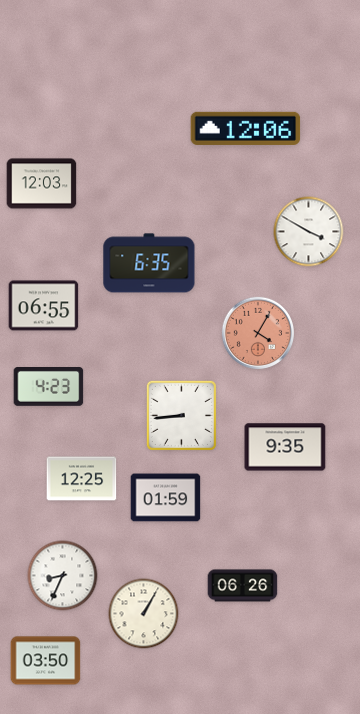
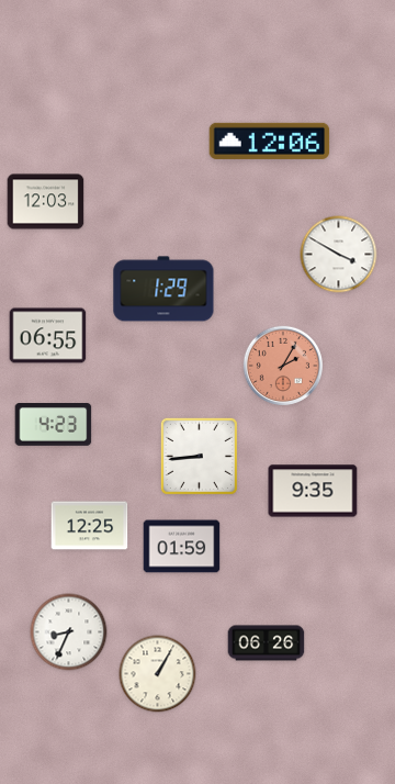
clock at (149, 263): 6:35 -> 1:29
clock at (257, 332): 4:05 -> 2:05
clock at (46, 661): 03:50 -> none
